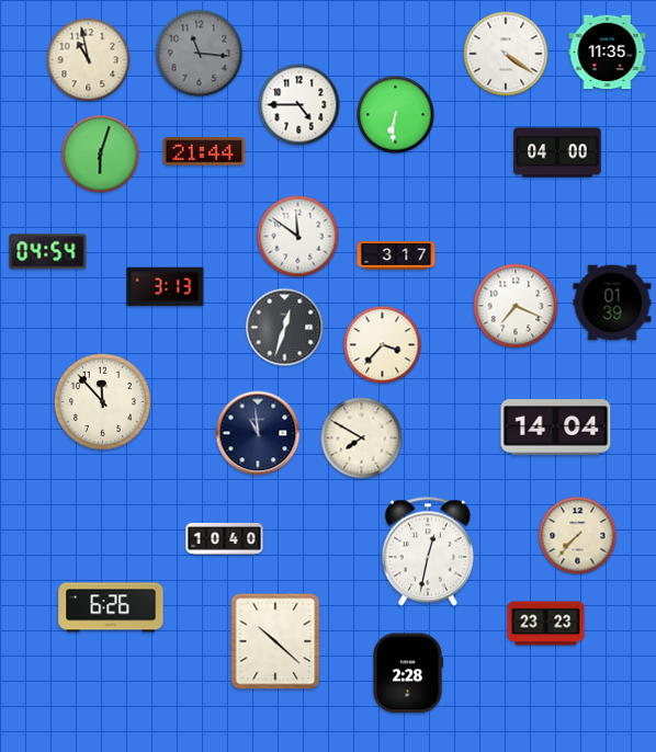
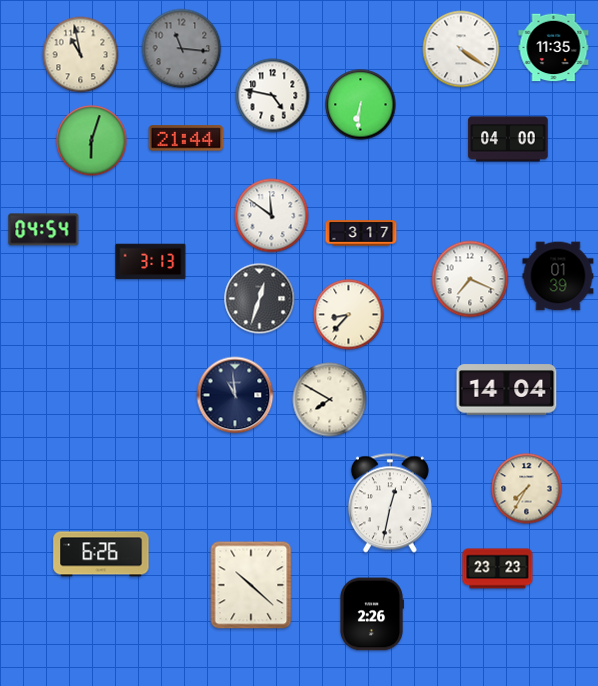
clock at (299, 105): 4:45 -> 4:47
clock at (383, 345): 3:37 -> 8:37
clock at (102, 401): 11:53 -> none
clock at (578, 536): 7:37 -> 7:35
clock at (225, 539): 10:40 -> none
clock at (408, 673): 2:28 -> 2:26
